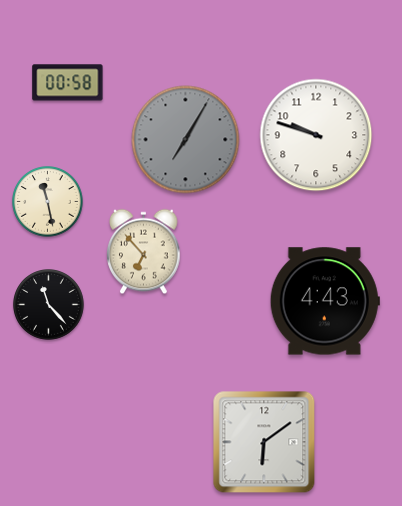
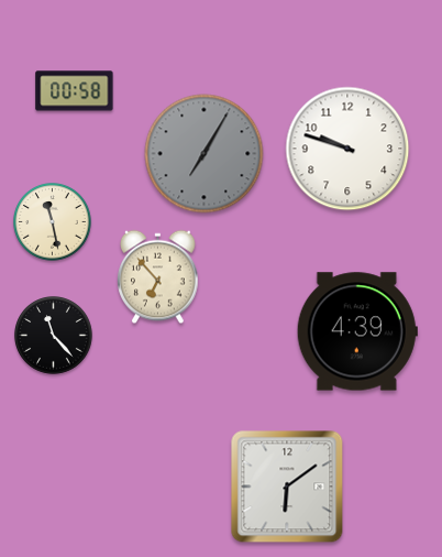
clock at (325, 301): 4:43 -> 4:39
clock at (264, 442) position: (264, 442) -> (287, 487)
